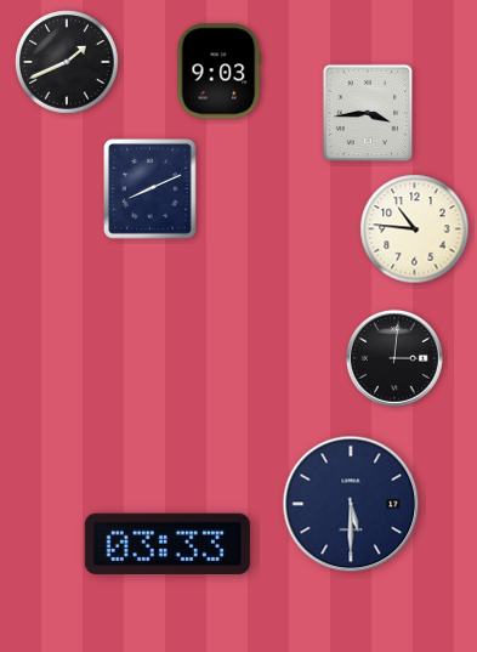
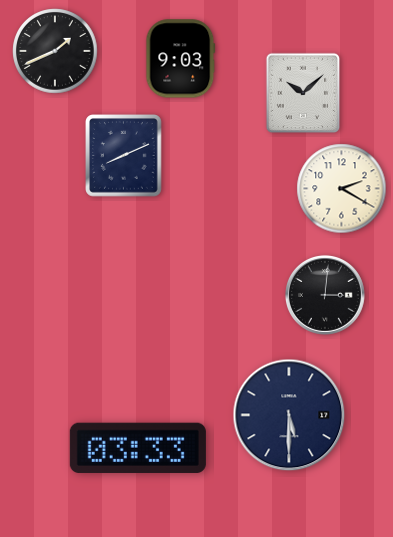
clock at (368, 113): 3:44 -> 10:08
clock at (415, 229): 10:46 -> 2:20
